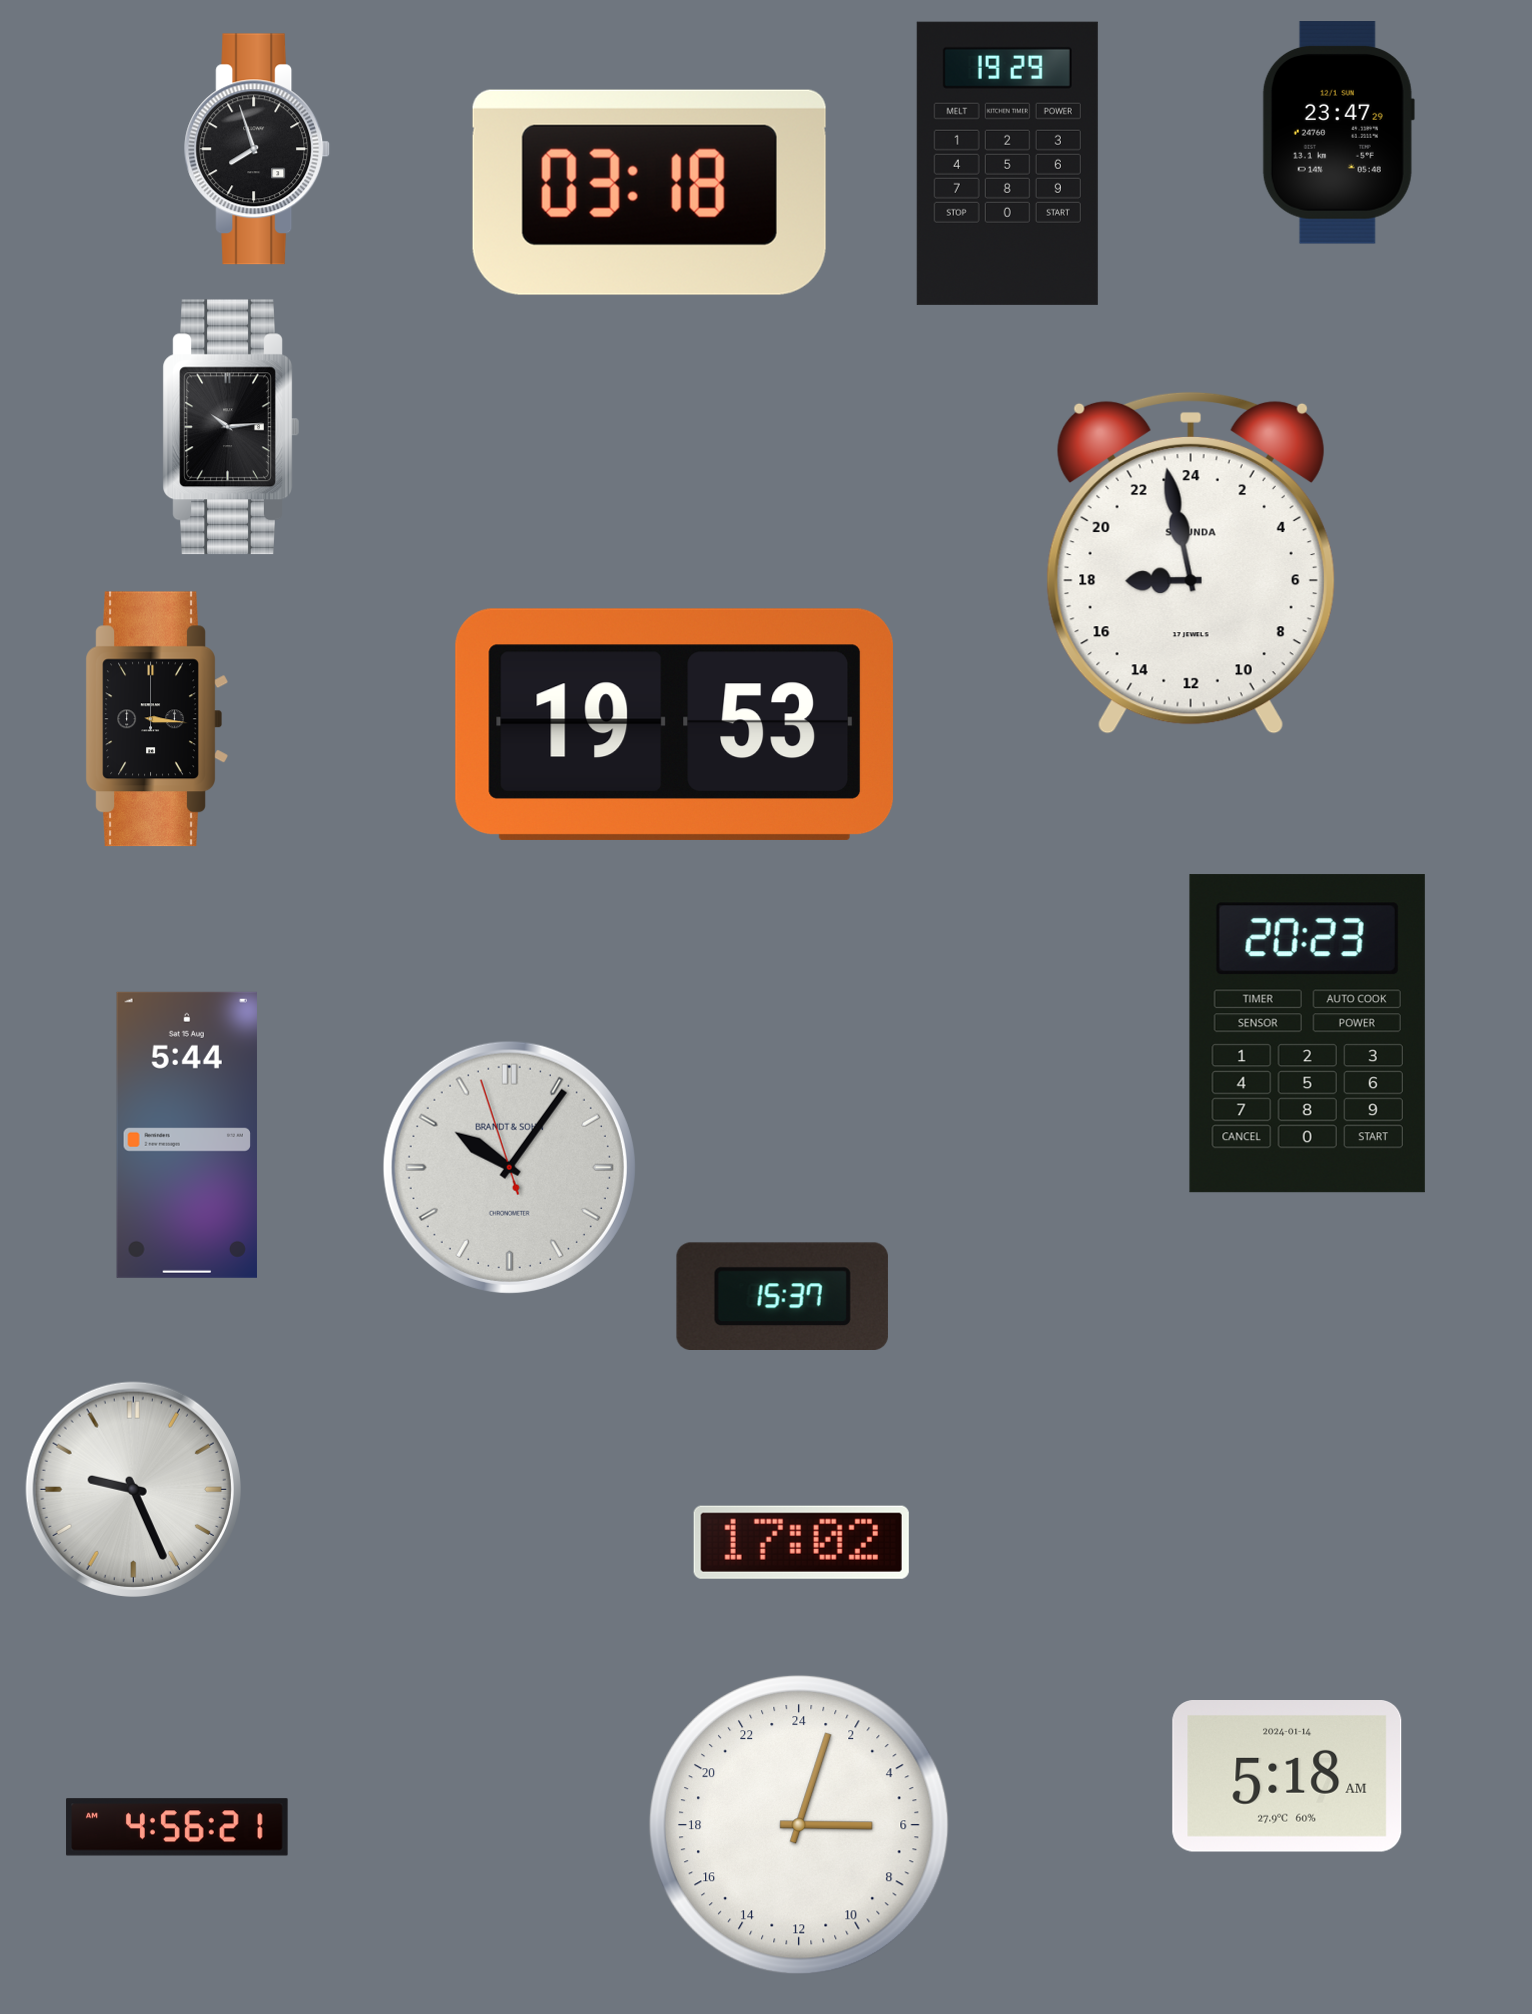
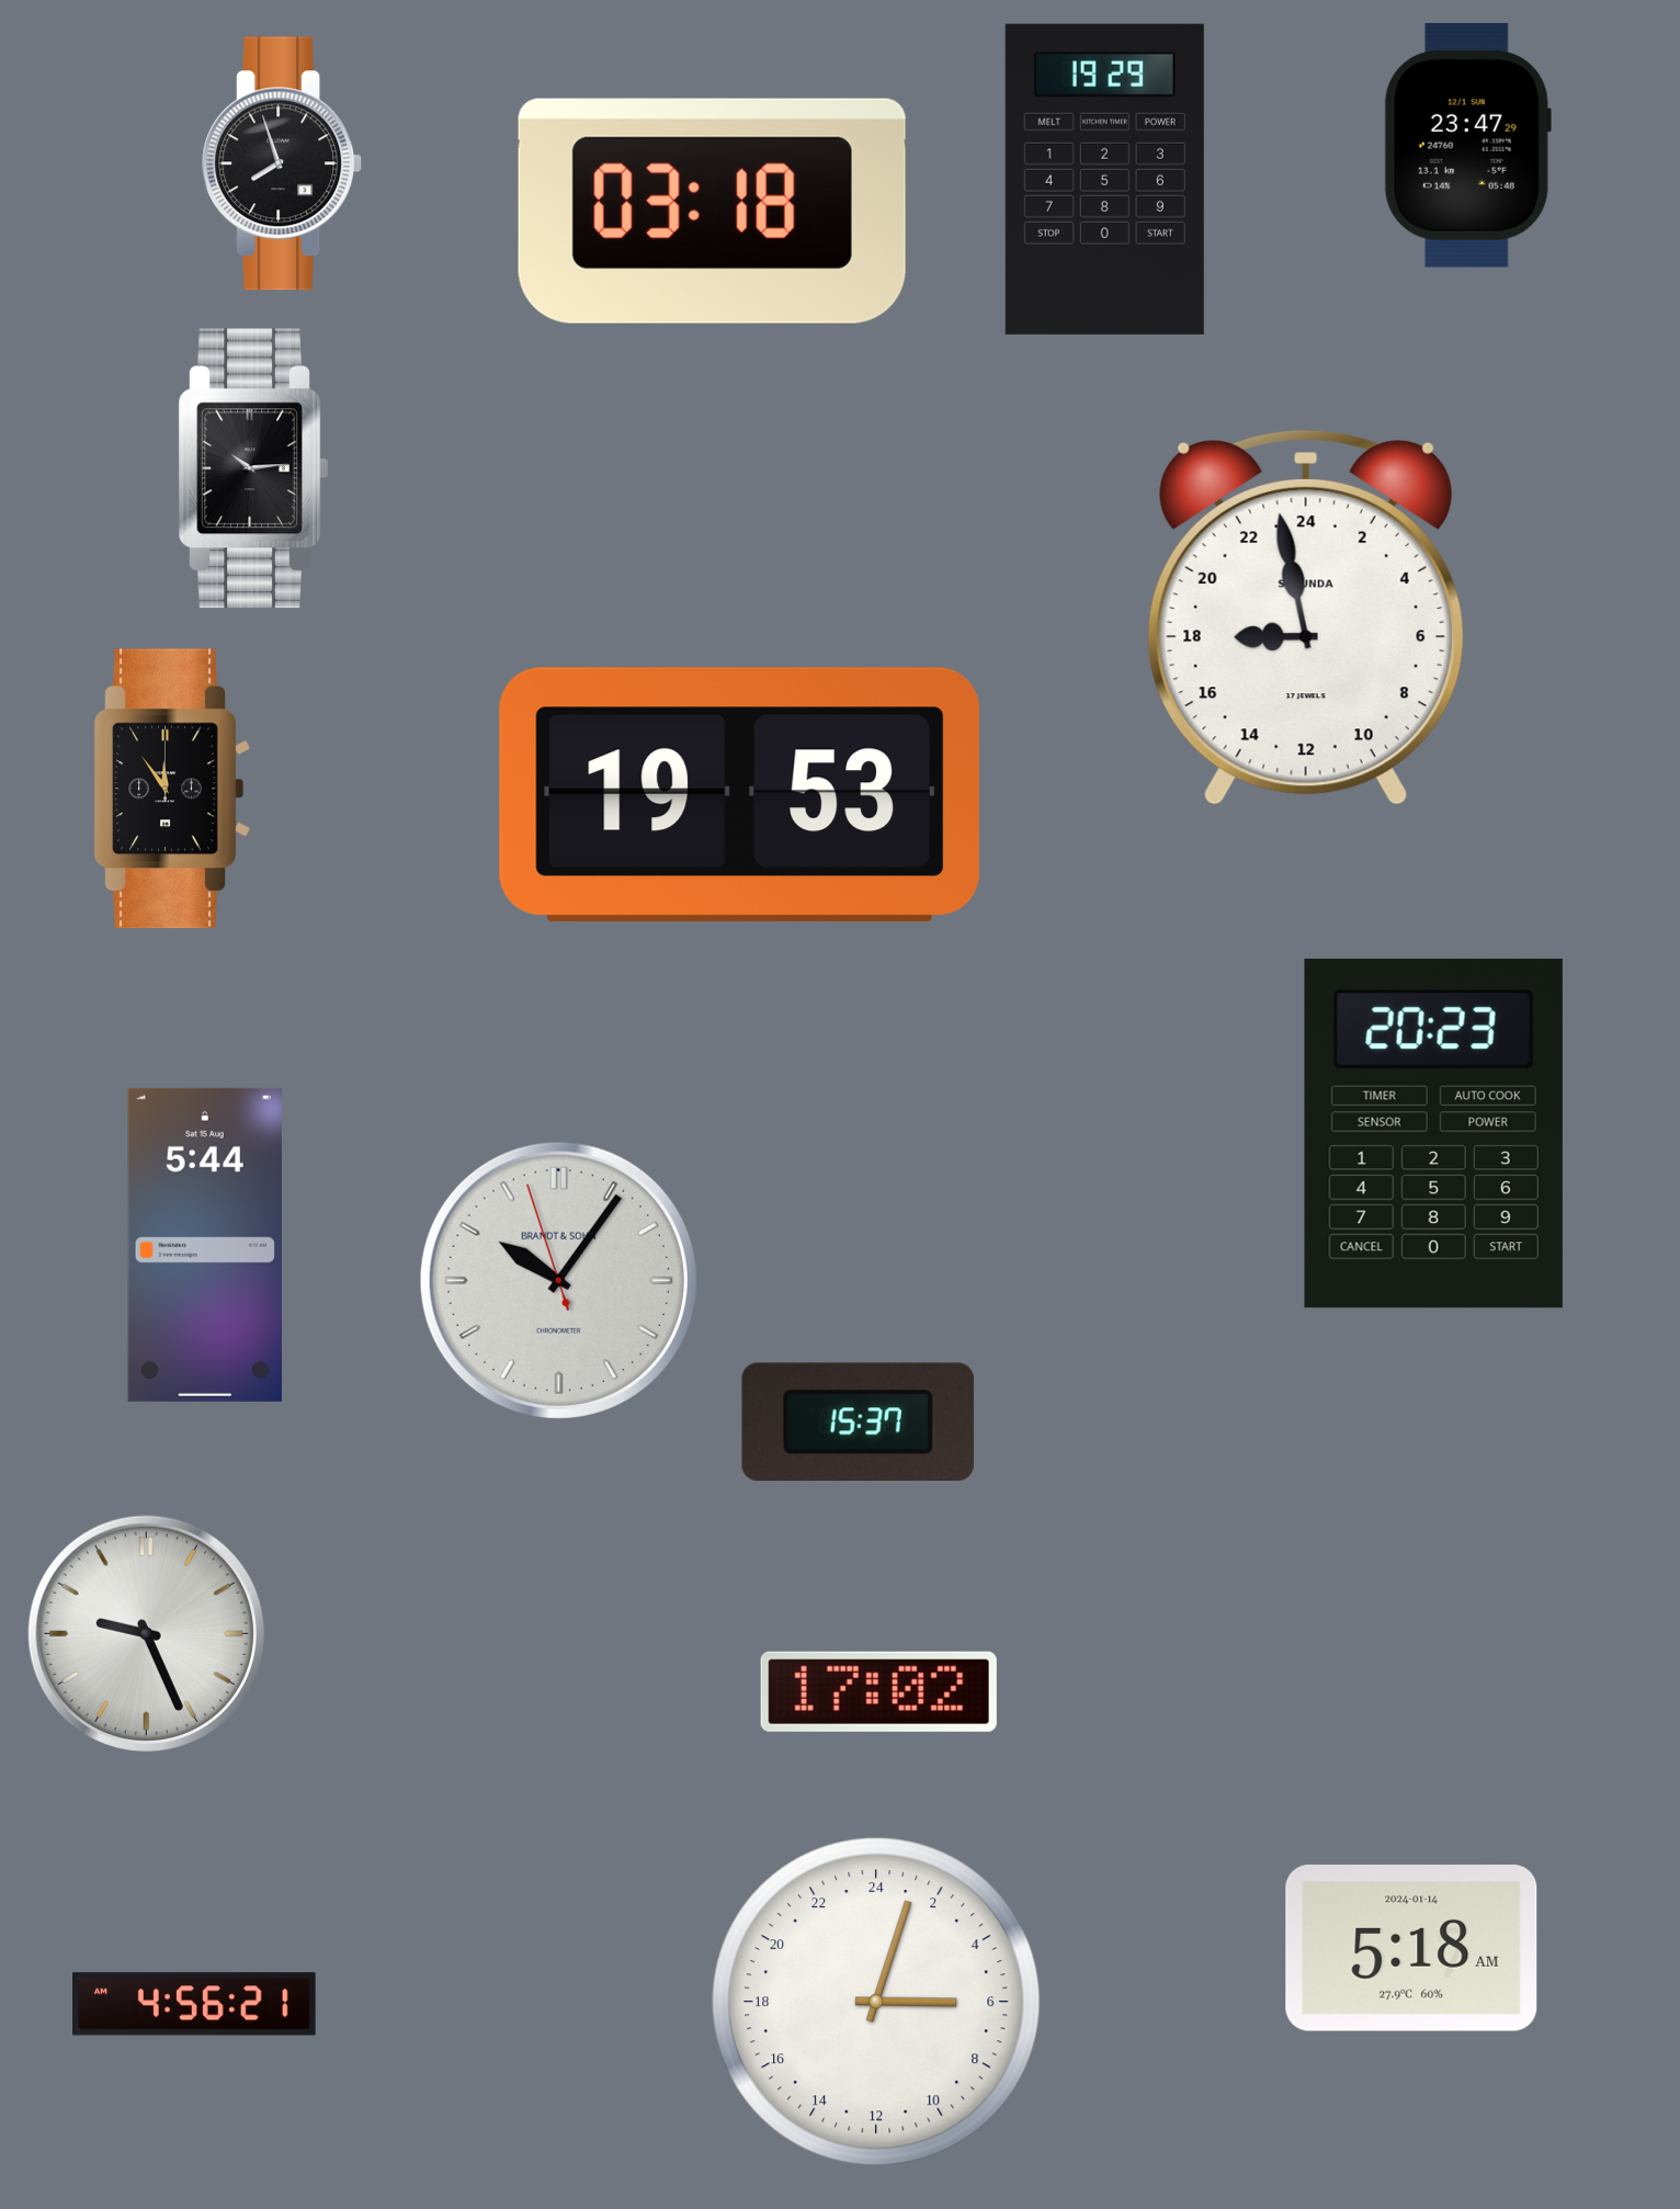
clock at (157, 719): 3:16 -> 11:54
